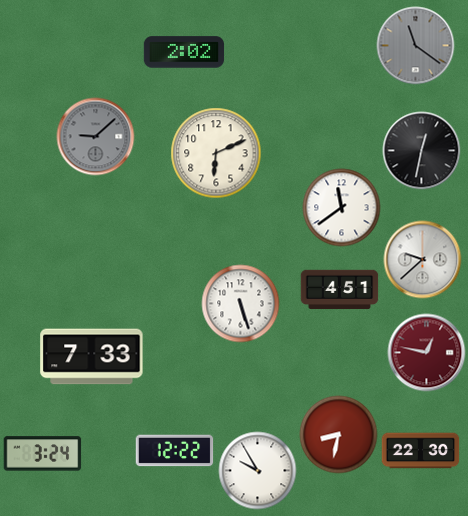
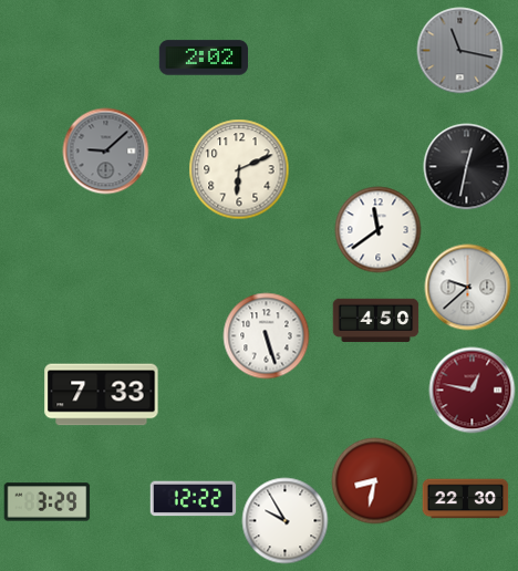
clock at (415, 45): 11:21 -> 11:17
clock at (339, 290): 4:51 -> 4:50
clock at (42, 454): 3:24 -> 3:29
